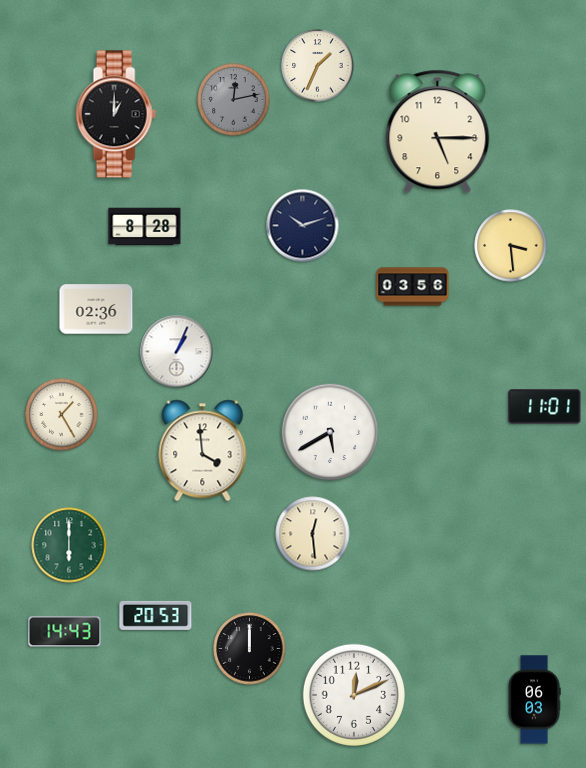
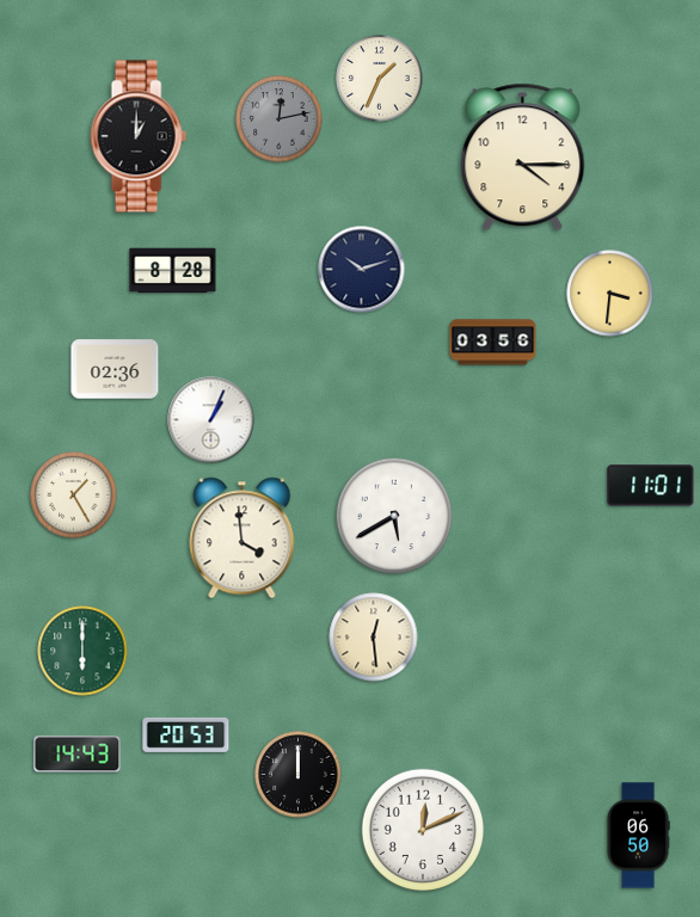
clock at (438, 132): 5:15 -> 4:15
clock at (511, 246): 3:29 -> 3:31
clock at (534, 700): 06:03 -> 06:50
